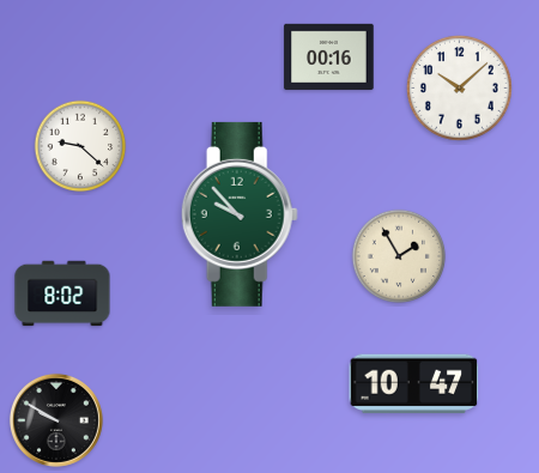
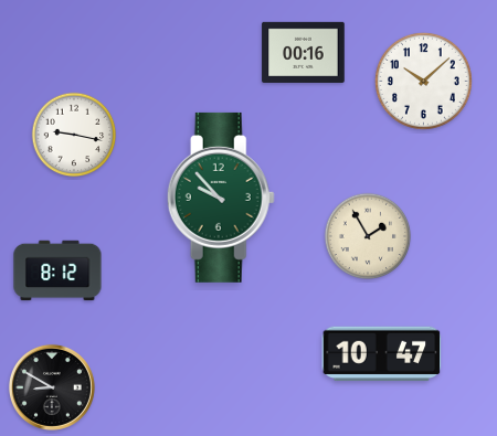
clock at (80, 146): 9:22 -> 9:17
clock at (62, 293): 8:02 -> 8:12
clock at (56, 420): 9:50 -> 8:50
